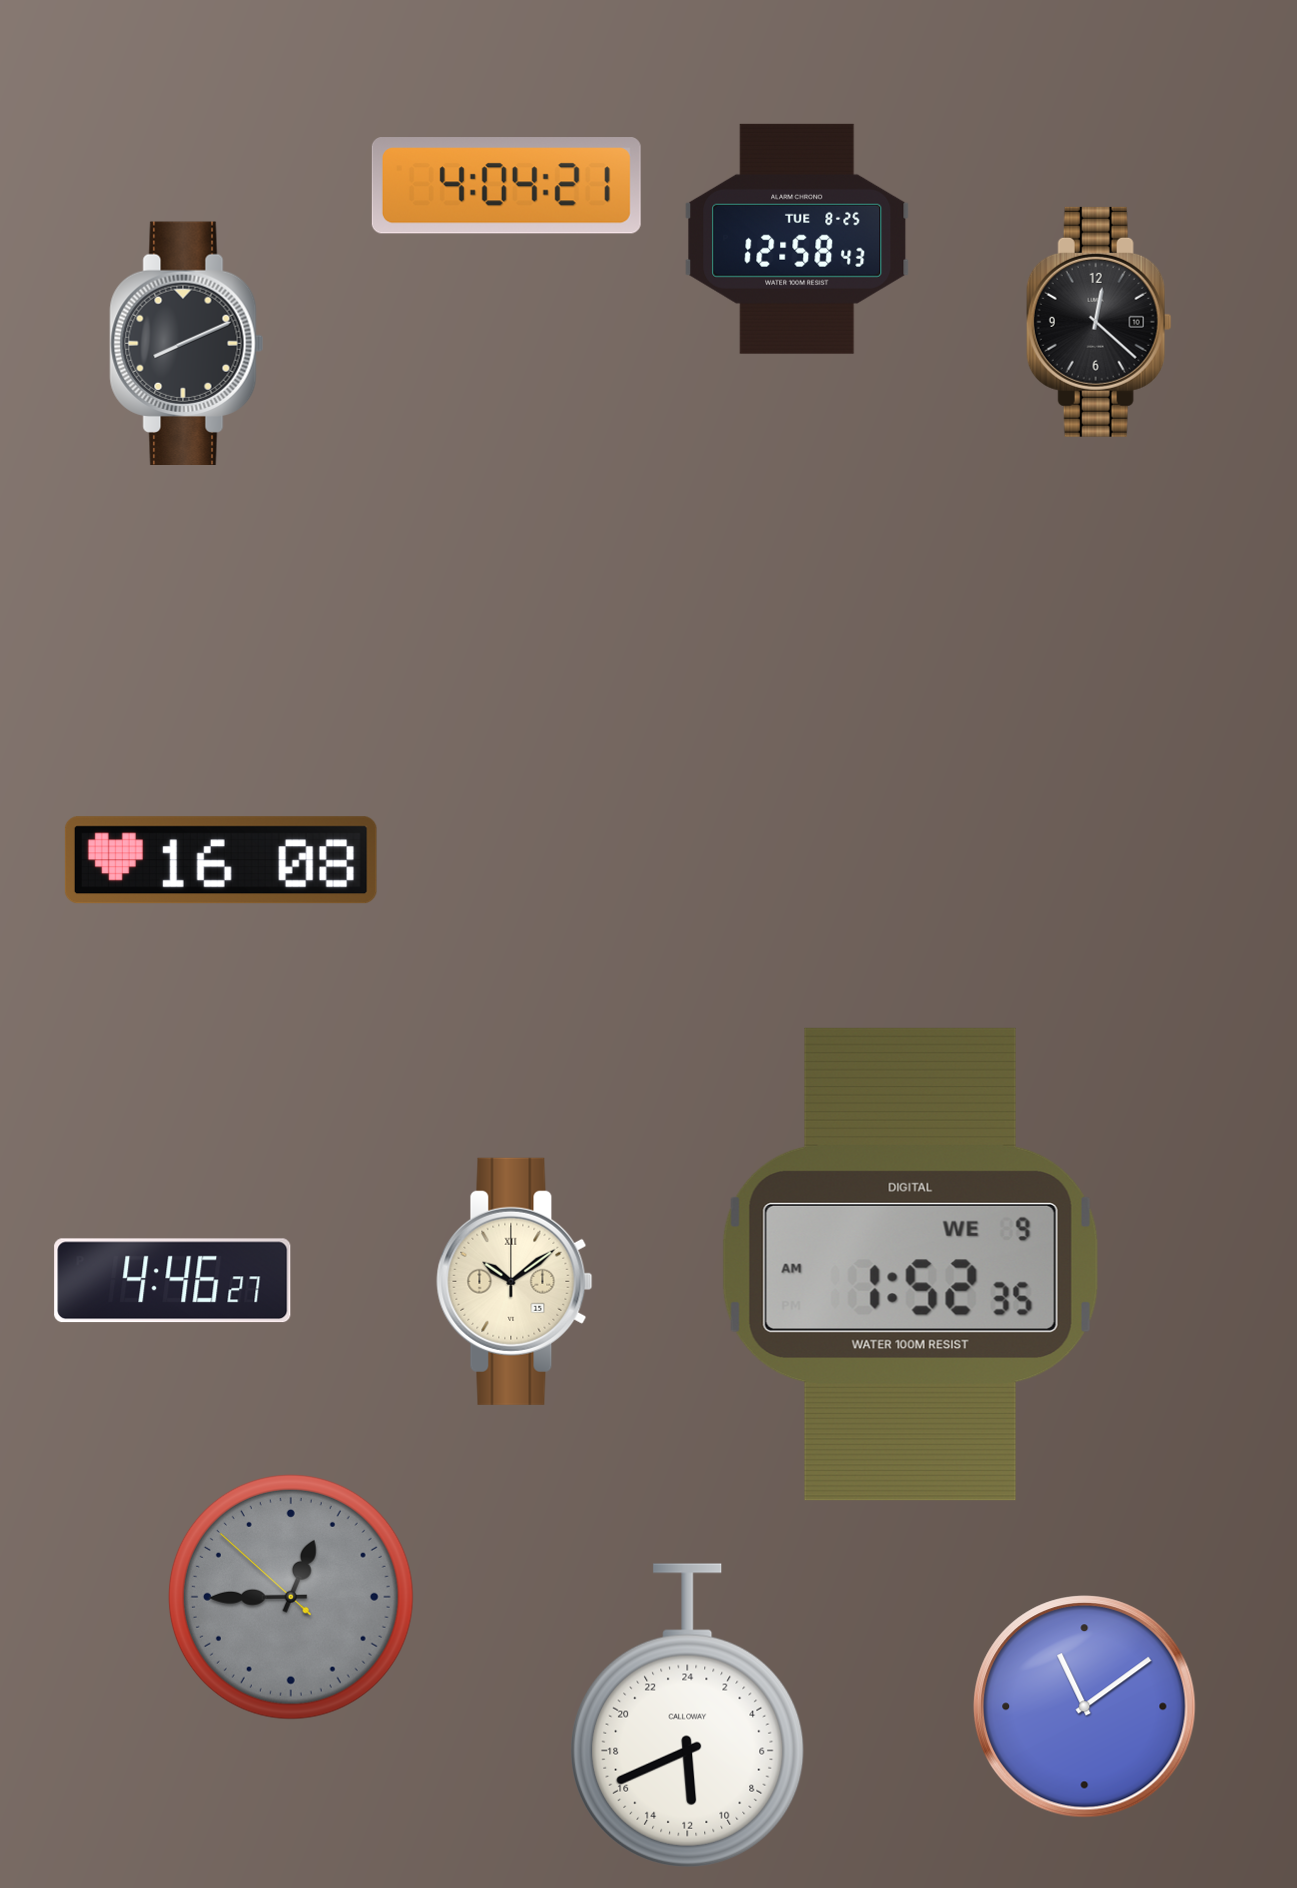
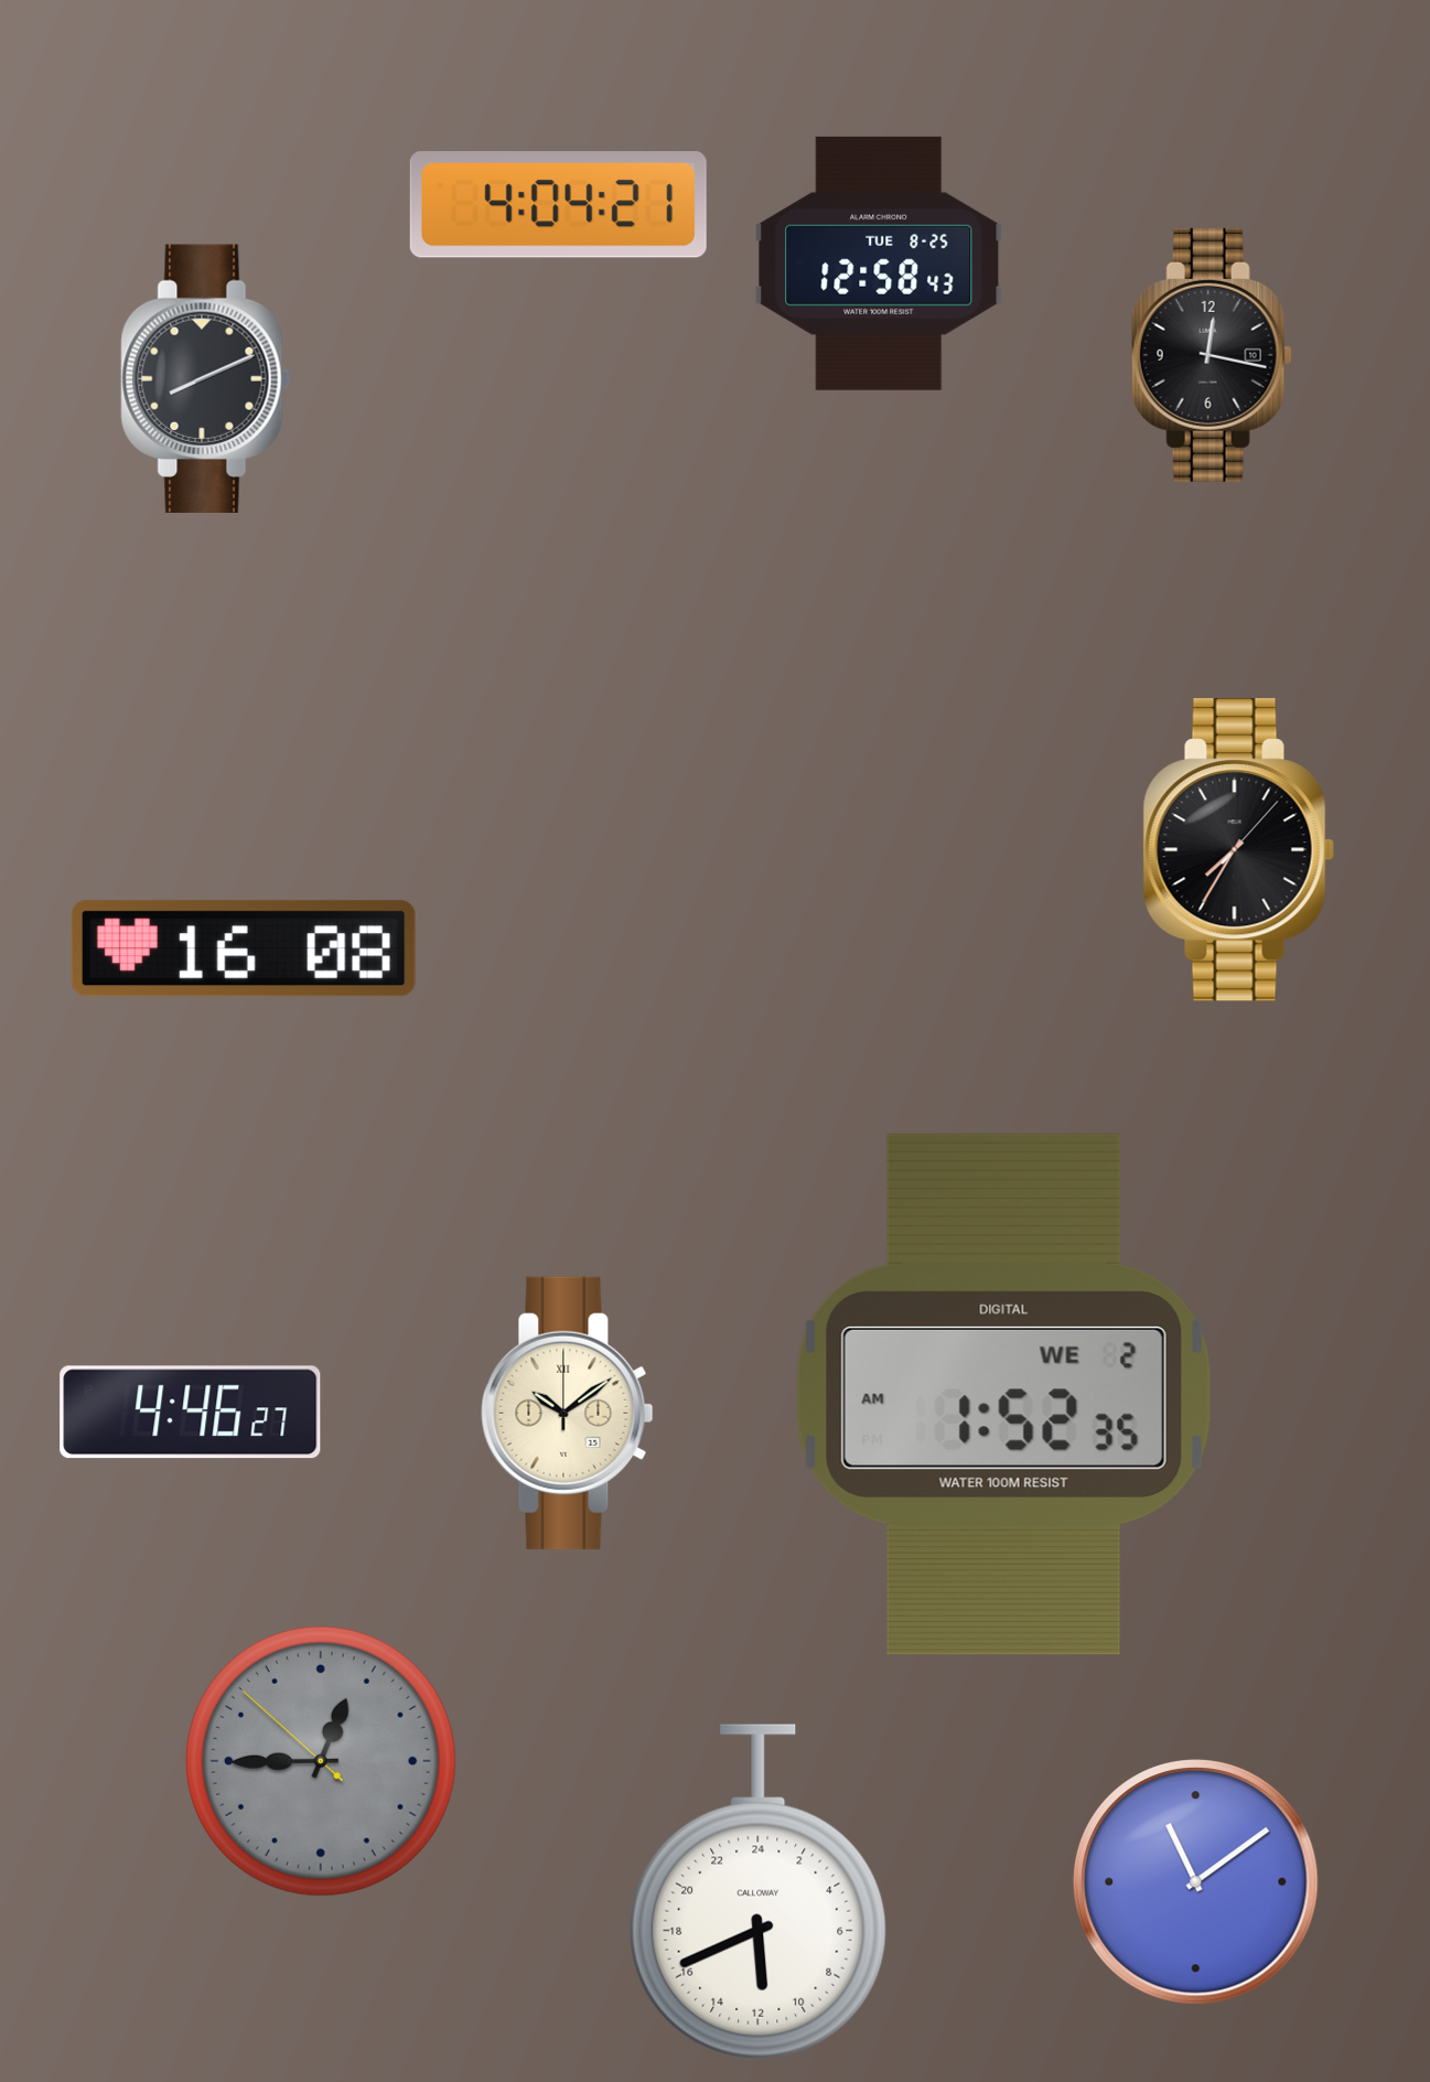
clock at (1099, 322): 12:22 -> 12:17
clock at (1238, 850): none -> 7:35
clock at (910, 1264) date: WE 9 -> WE 2
